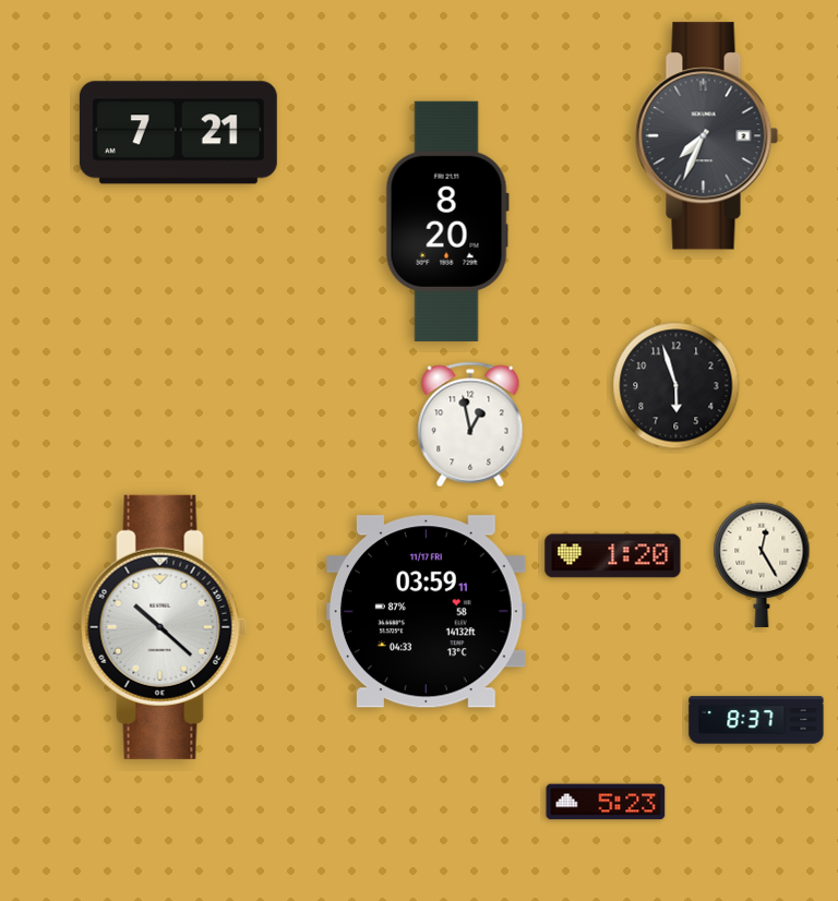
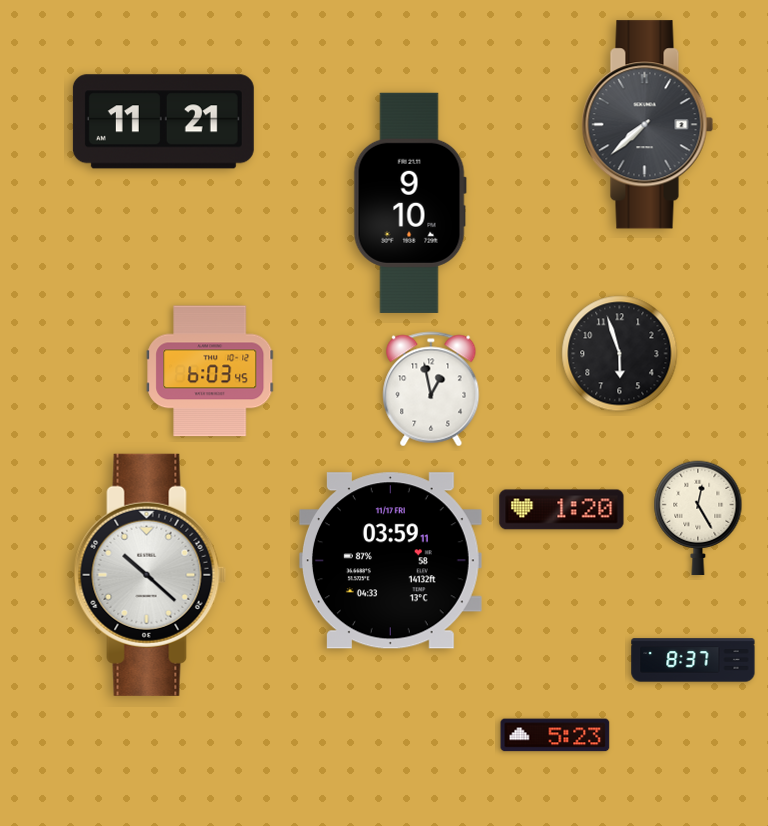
clock at (178, 133): 7:21 -> 11:21
clock at (707, 136): 7:34 -> 7:38
clock at (447, 221): 8:20 -> 9:10
clock at (210, 371): none -> 6:03
